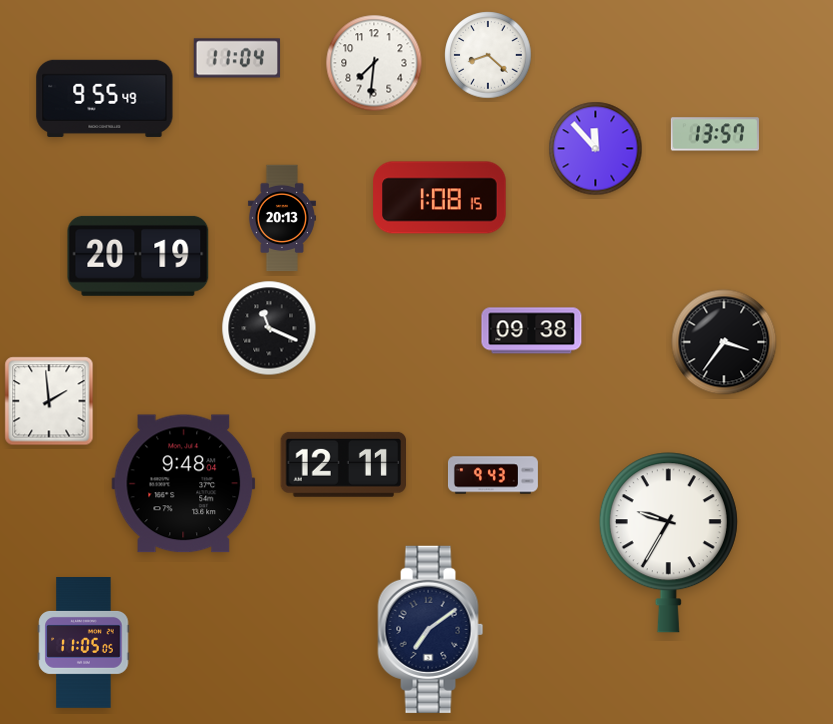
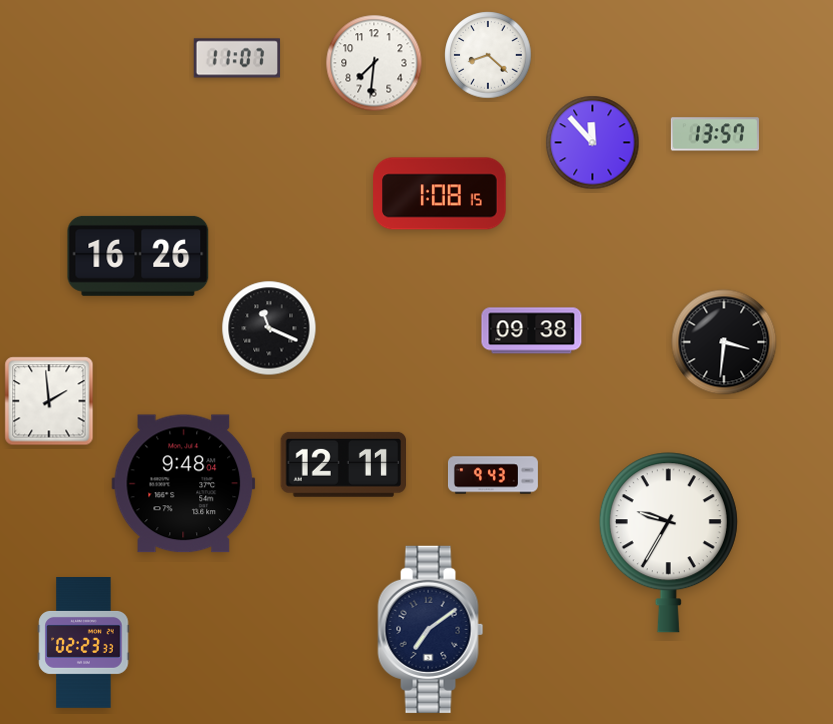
clock at (237, 58): 11:04 -> 11:07
clock at (105, 98): 9:55 -> none
clock at (596, 149) position: (596, 149) -> (593, 143)
clock at (440, 198) position: (440, 198) -> (440, 194)
clock at (282, 218): 20:13 -> none
clock at (138, 256): 20:19 -> 16:26
clock at (724, 342): 3:36 -> 3:31
clock at (84, 643): 11:05 -> 02:23
